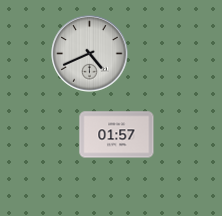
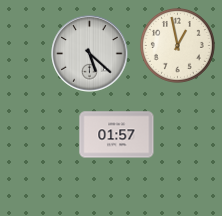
clock at (177, 45): none -> 12:58
clock at (90, 54): 4:41 -> 5:22
